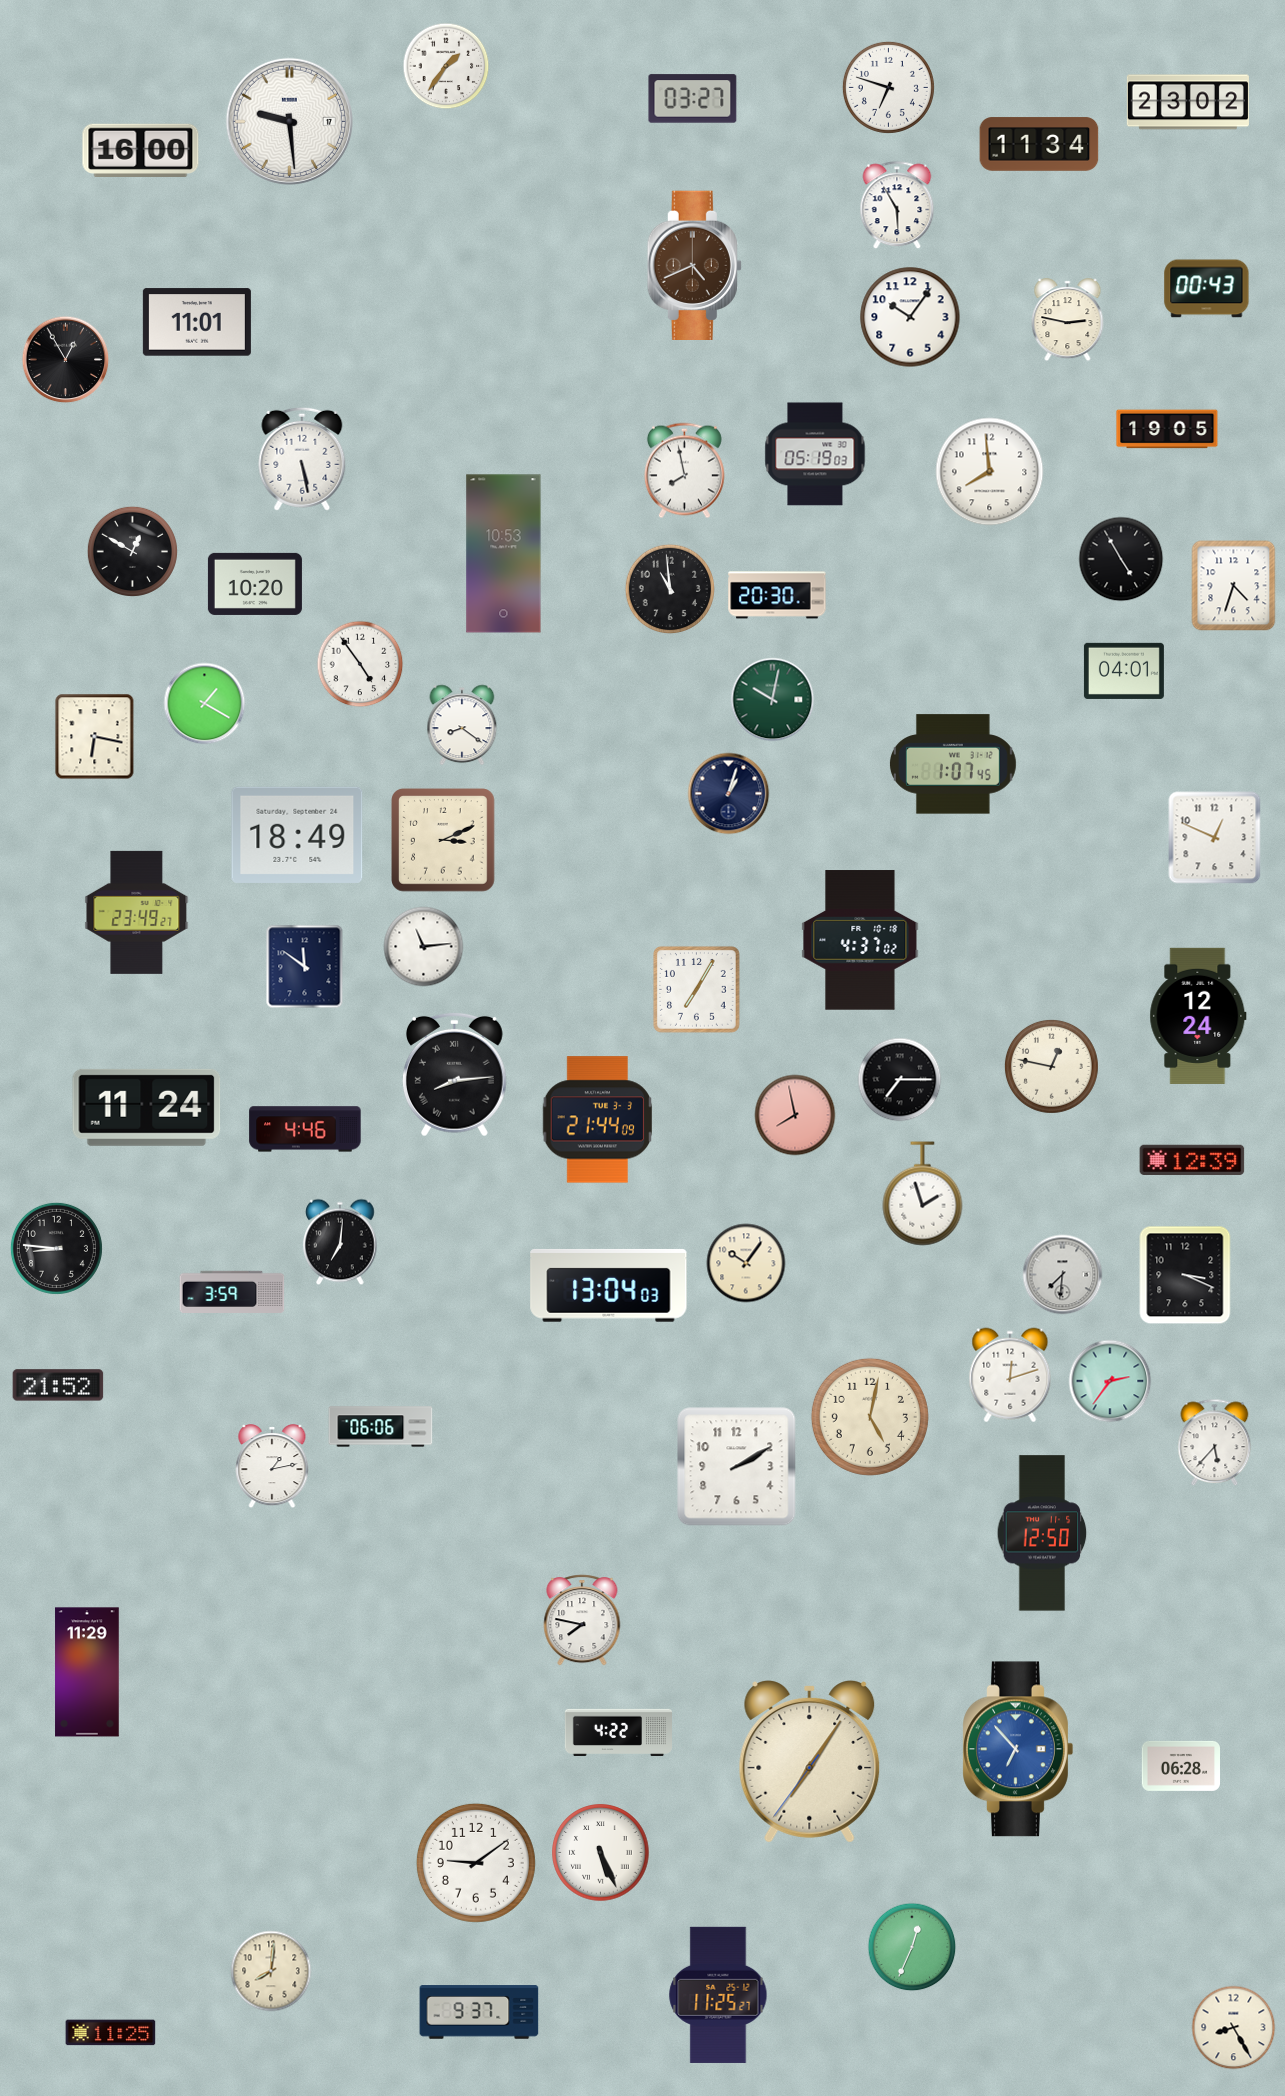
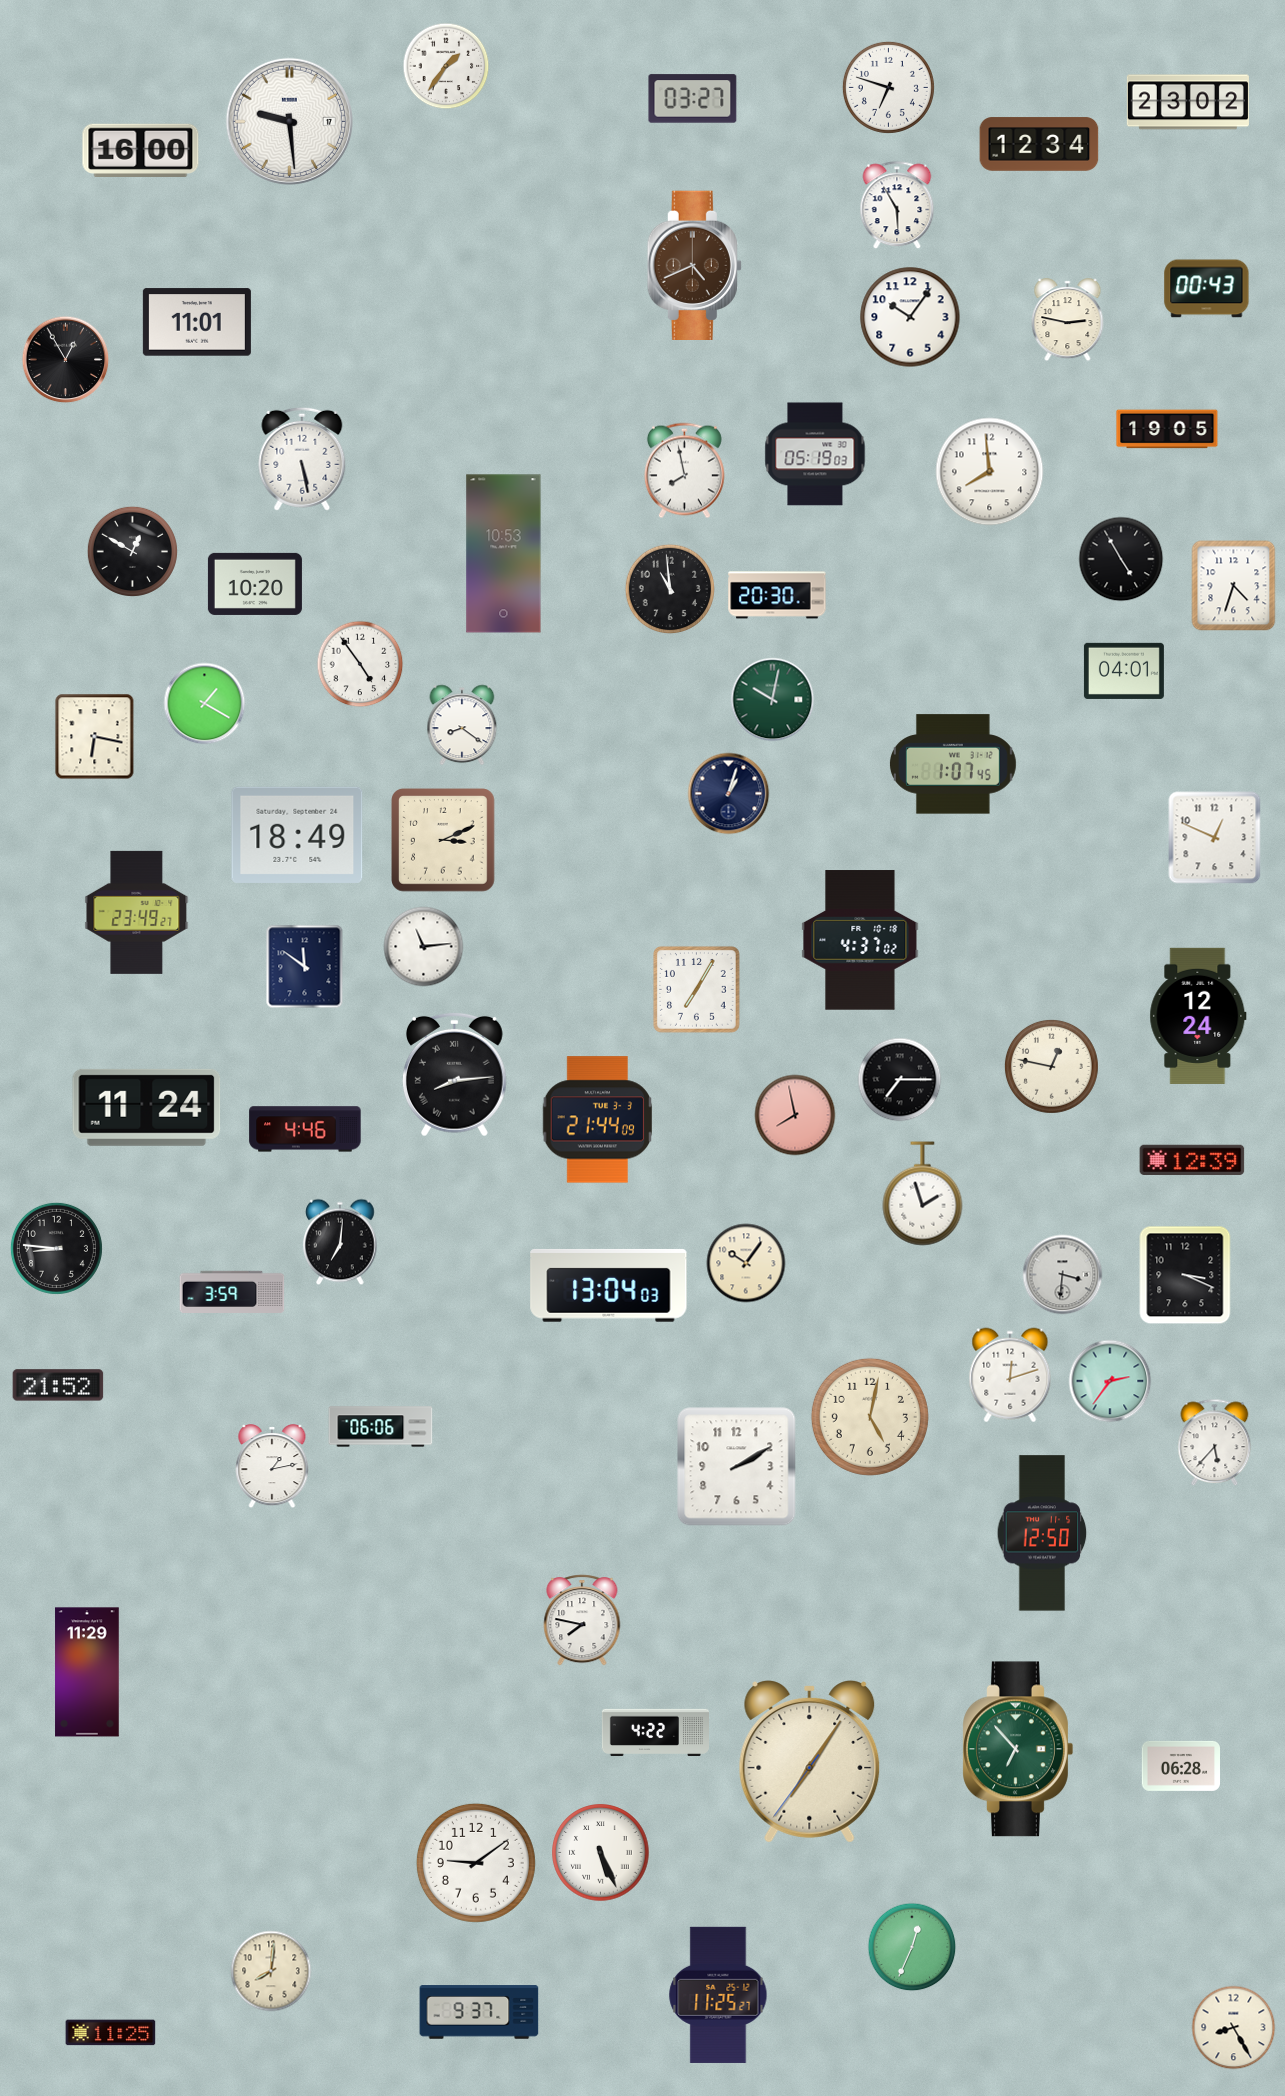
clock at (1039, 144): 11:34 -> 12:34
clock at (1063, 1275): 7:31 -> 3:31
clock at (618, 1732) position: (618, 1732) -> (655, 1732)
clock at (1018, 1749) dial: blue -> green
